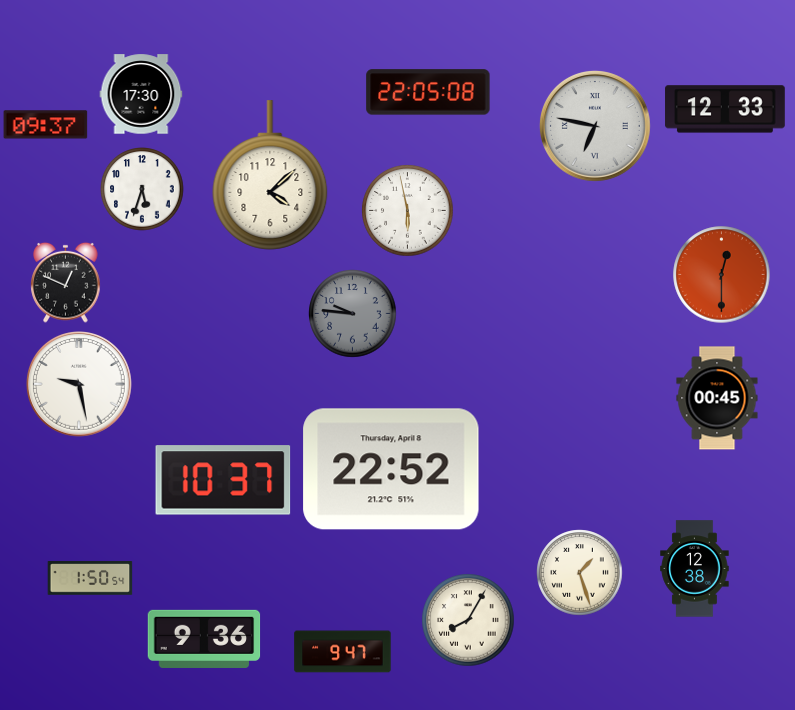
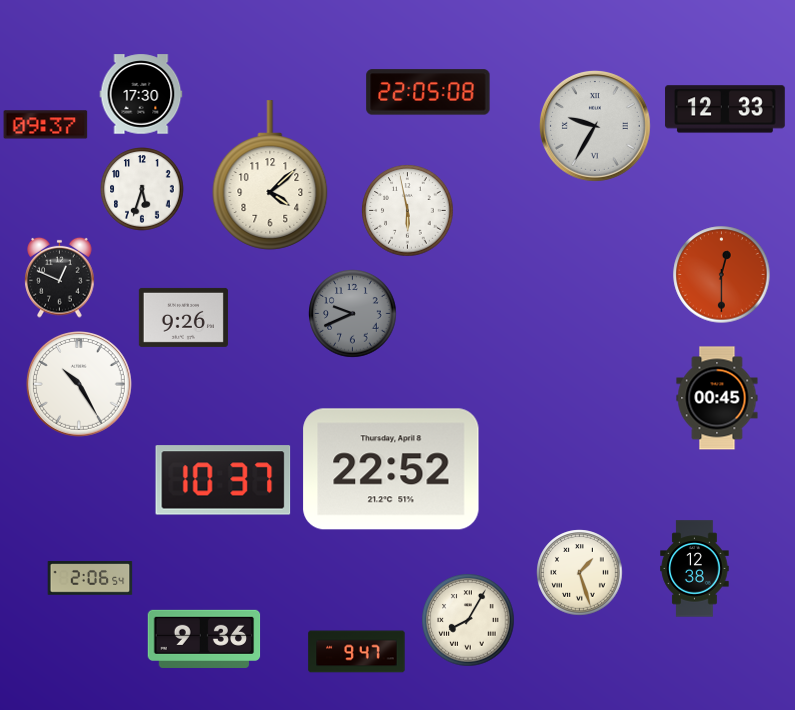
clock at (595, 126): 6:47 -> 9:35
clock at (66, 282) position: (66, 282) -> (60, 277)
clock at (353, 314): 9:46 -> 9:41
clock at (183, 317): none -> 9:26
clock at (80, 385): 9:28 -> 10:25
clock at (90, 578): 1:50 -> 2:06
clock at (343, 652) position: (343, 652) -> (357, 652)
